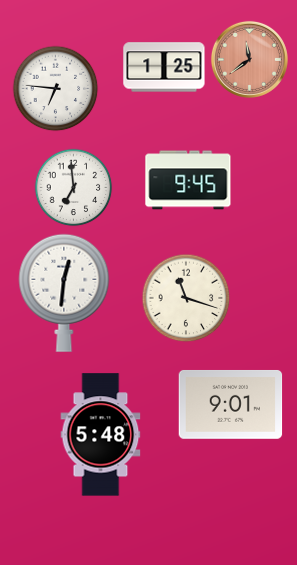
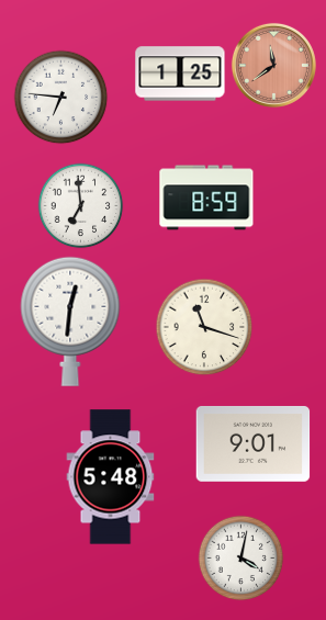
clock at (188, 180): 9:45 -> 8:59
clock at (240, 557): none -> 4:02
